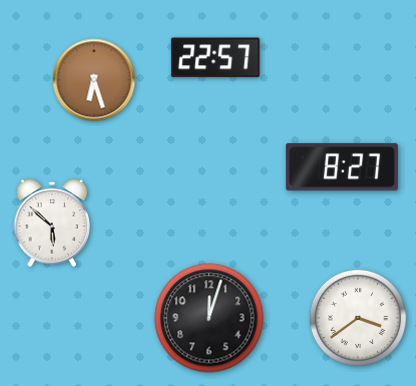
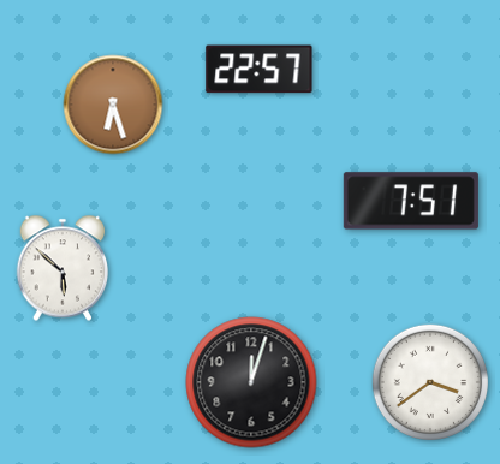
clock at (94, 80) position: (94, 80) -> (113, 105)
clock at (342, 167): 8:27 -> 7:51
